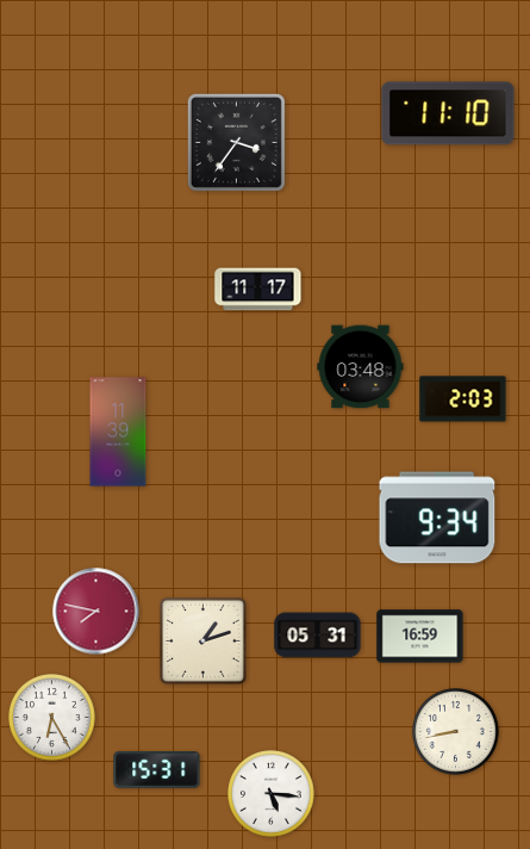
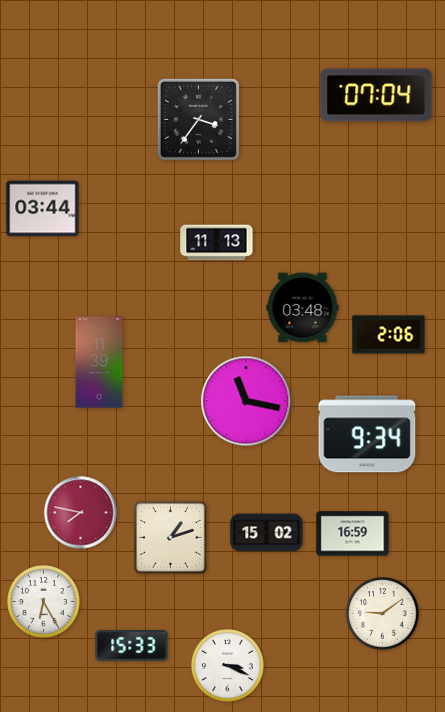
clock at (448, 113): 11:10 -> 07:04
clock at (43, 209): none -> 03:44
clock at (258, 290): 11:17 -> 11:13
clock at (463, 399): 2:03 -> 2:06
clock at (246, 401): none -> 11:17
clock at (318, 636): 05:31 -> 15:02
clock at (456, 732): 8:43 -> 9:09
clock at (157, 769): 15:31 -> 15:33
clock at (272, 794): 5:16 -> 3:19
